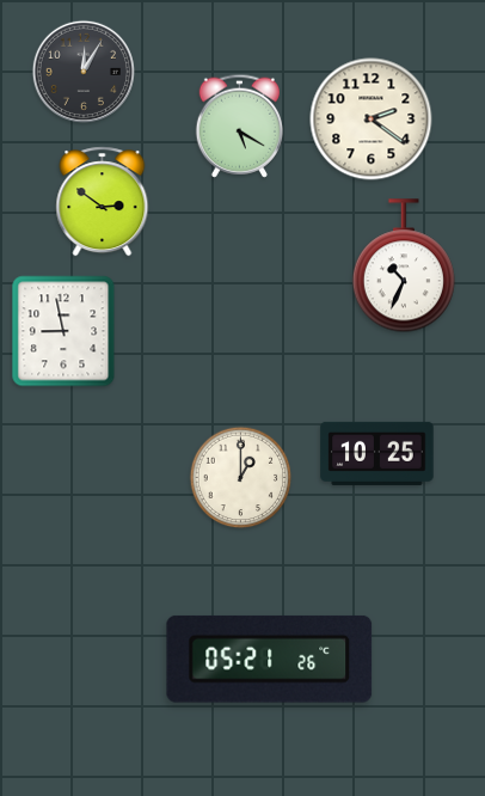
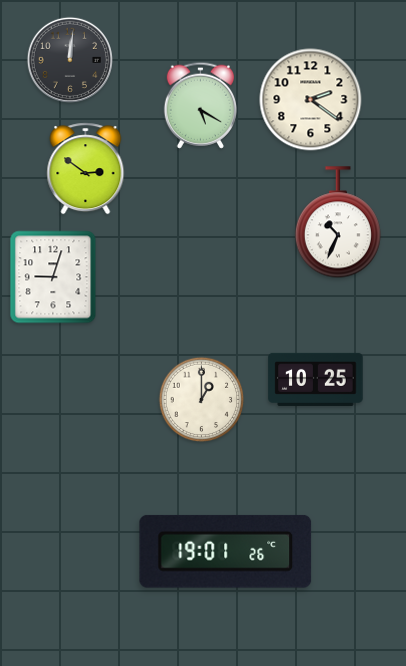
clock at (84, 72): 12:05 -> 12:01
clock at (63, 331): 8:58 -> 9:03
clock at (270, 659): 05:21 -> 19:01
